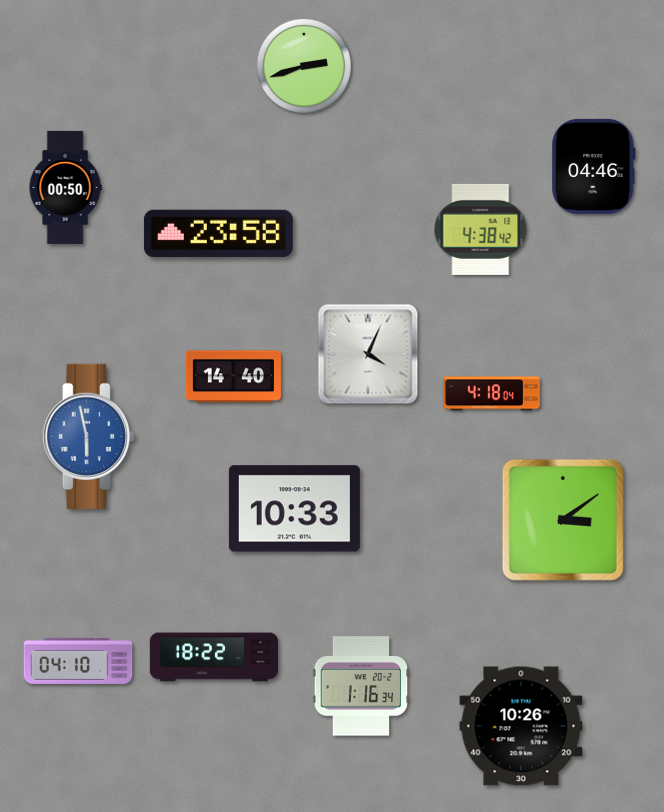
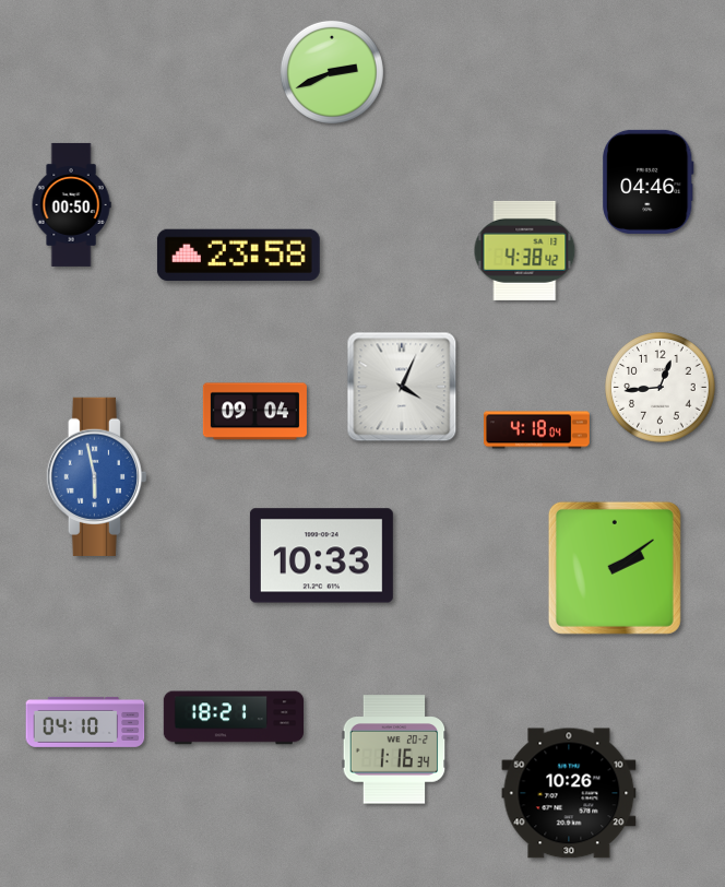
clock at (304, 66): 2:42 -> 2:41
clock at (661, 388): none -> 12:44
clock at (233, 377): 14:40 -> 09:04
clock at (563, 520): 3:09 -> 2:09
clock at (213, 657): 18:22 -> 18:21
